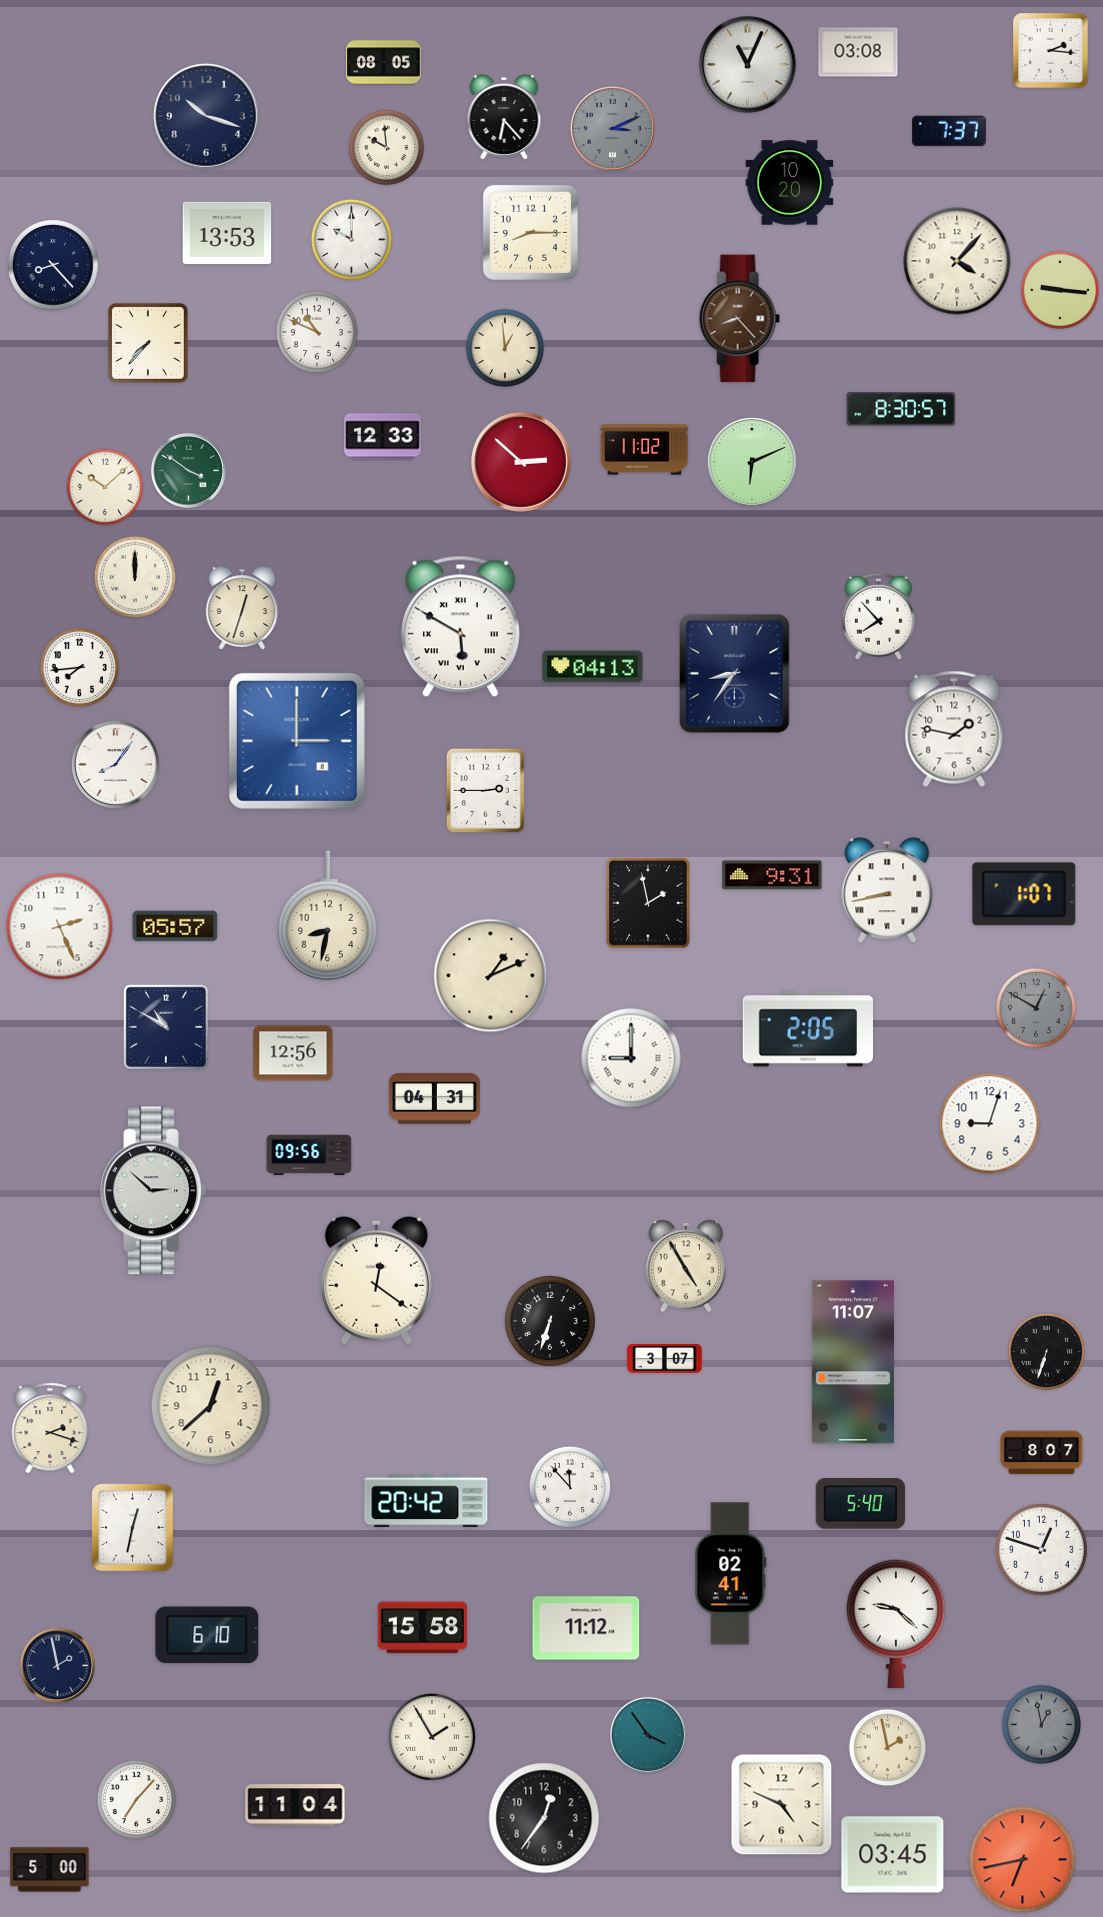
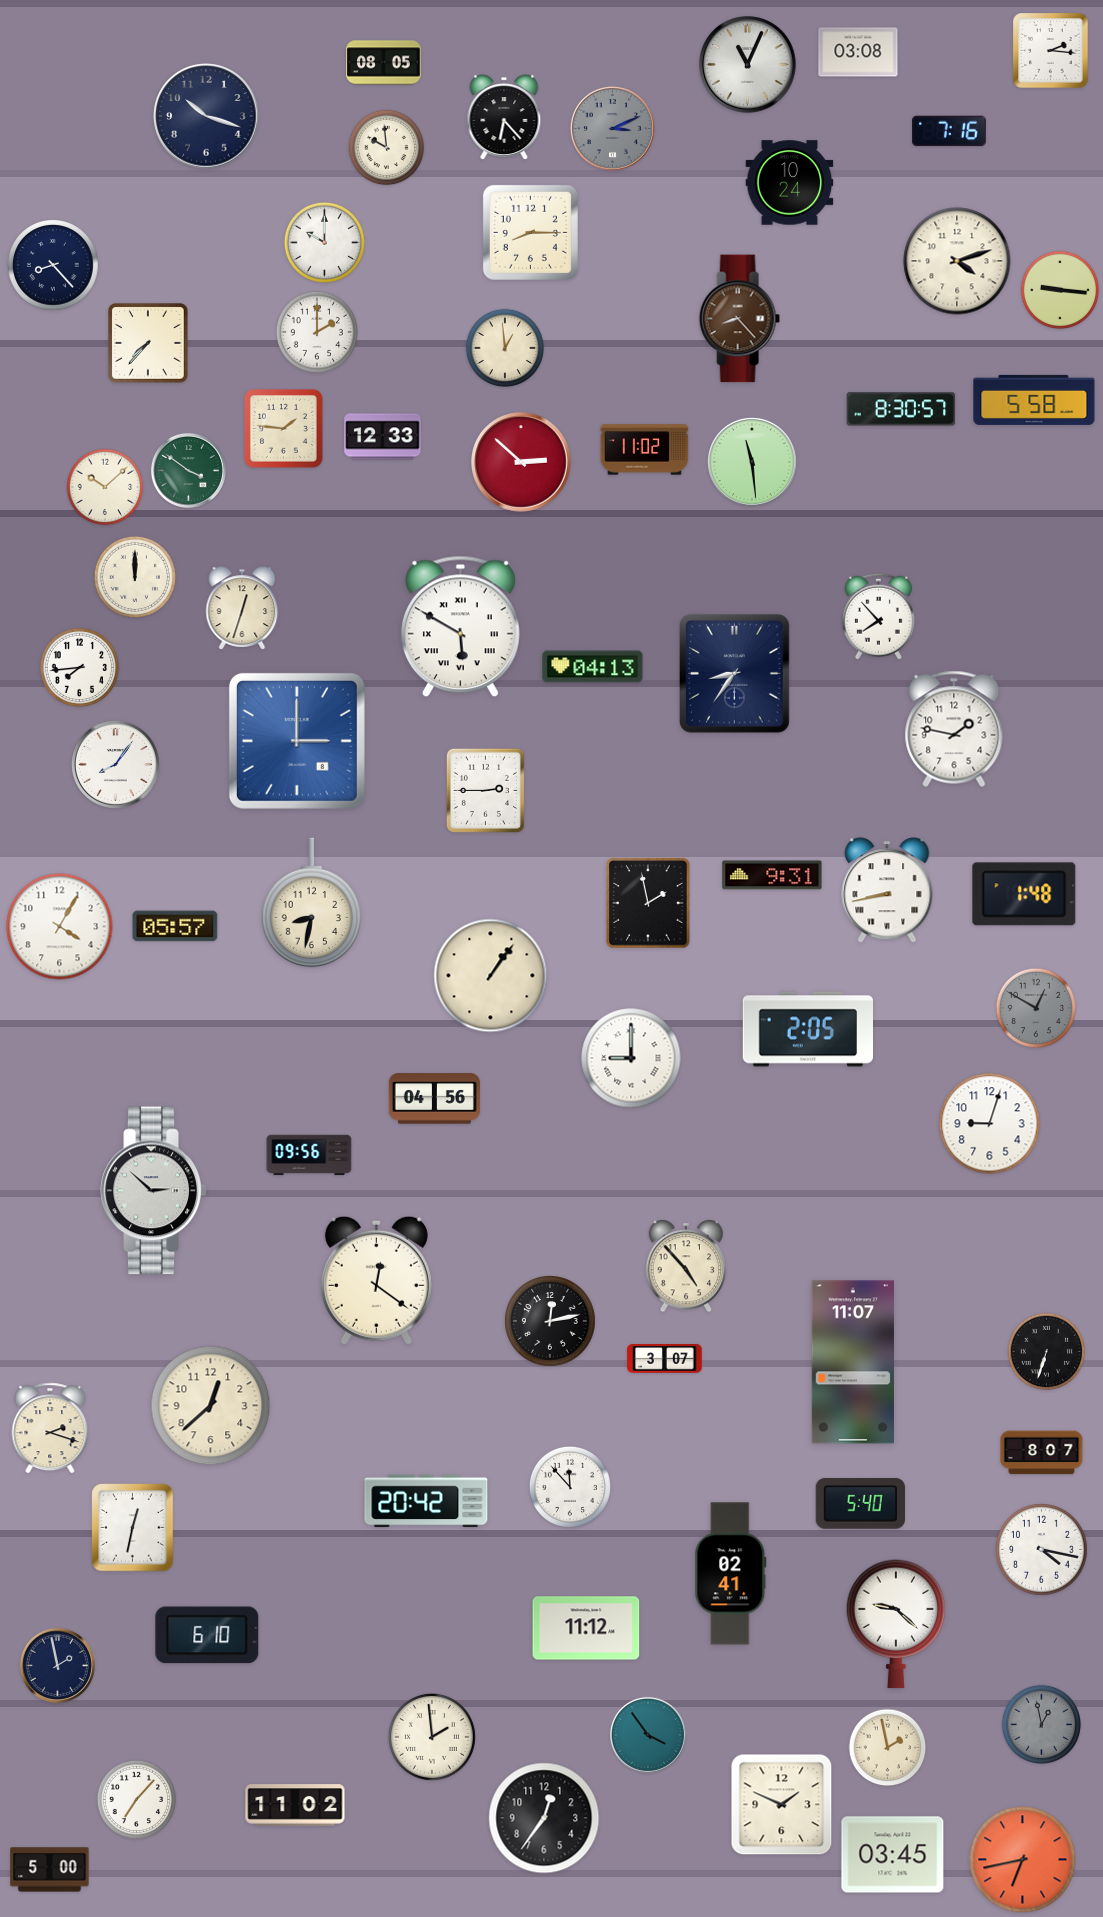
clock at (950, 131): 7:37 -> 7:16
clock at (790, 183): 10:20 -> 10:24
clock at (227, 232): 13:53 -> none
clock at (351, 239) position: (351, 239) -> (324, 242)
clock at (957, 261): 4:07 -> 4:12
clock at (317, 332): 10:49 -> 2:00
clock at (1034, 400): none -> 5:58
clock at (283, 428): none -> 1:46
clock at (752, 462): 6:11 -> 11:29
clock at (1024, 894): 1:07 -> 1:48
clock at (327, 916) position: (327, 916) -> (311, 903)
clock at (60, 927): 2:26 -> 4:05
clock at (491, 976): 1:11 -> 1:06
clock at (166, 1027): 10:50 -> none
clock at (293, 1053): 12:56 -> none
clock at (434, 1099): 04:31 -> 04:56
clock at (686, 1266): 4:55 -> 4:53
clock at (551, 1322): 6:33 -> 12:13
clock at (1042, 1550): 12:48 -> 4:17
clock at (422, 1628): 15:58 -> none
clock at (432, 1737): 1:55 -> 1:59
clock at (295, 1805): 11:04 -> 11:02
clock at (782, 1805): 4:49 -> 1:49
